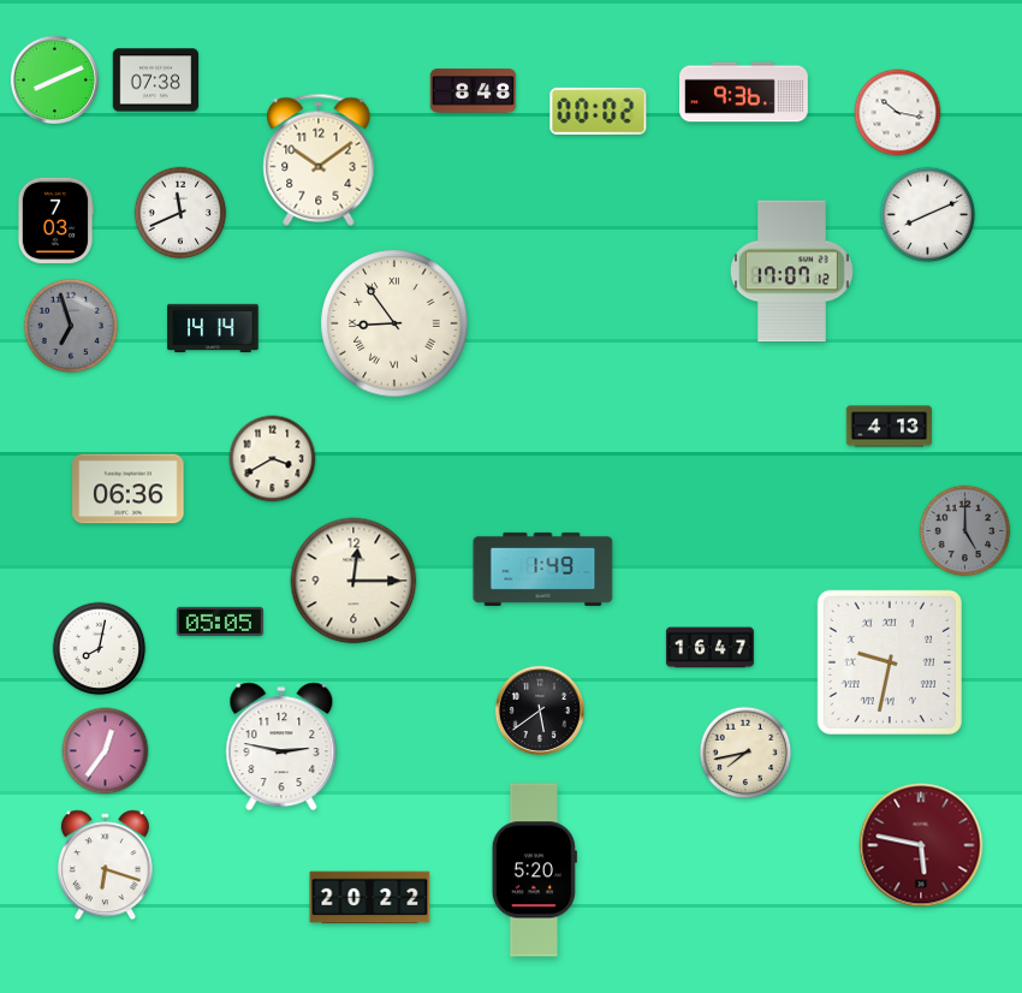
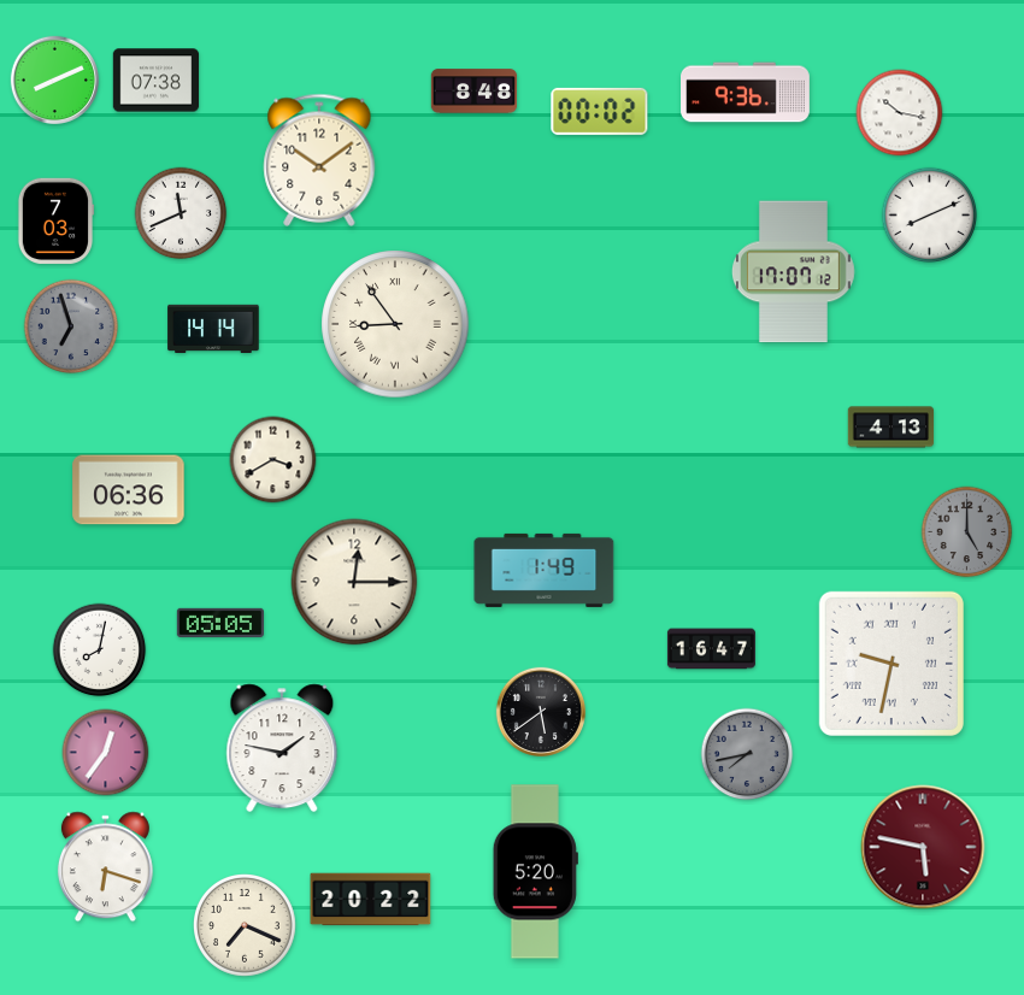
clock at (281, 747): 2:47 -> 1:47
clock at (745, 753) dial: cream -> grey
clock at (246, 926): none -> 7:19
